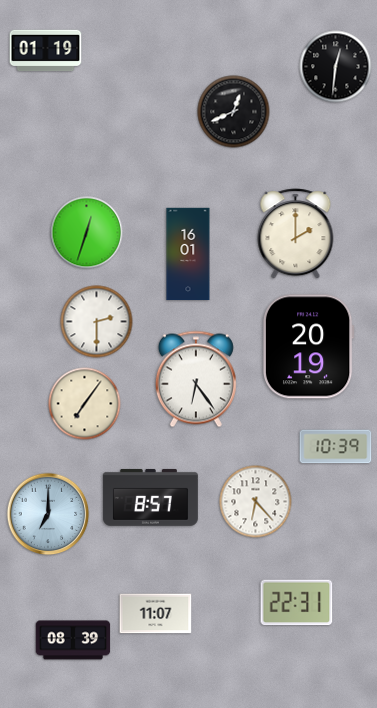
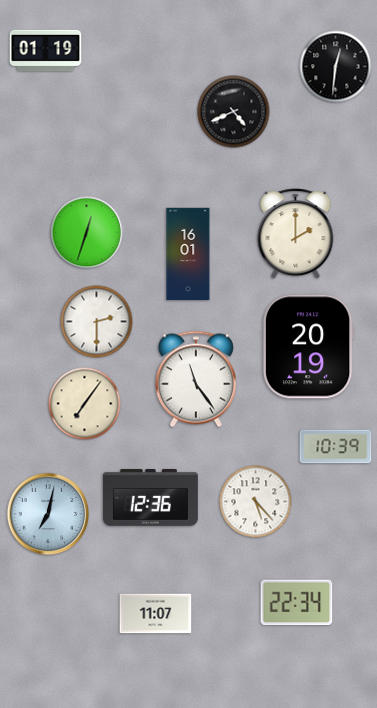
clock at (234, 112): 12:41 -> 4:41
clock at (196, 379): 6:24 -> 11:24
clock at (150, 497): 8:57 -> 12:36
clock at (256, 502): 6:23 -> 5:23
clock at (48, 514): 7:00 -> 7:02
clock at (297, 603): 22:31 -> 22:34
clock at (73, 640): 08:39 -> none
